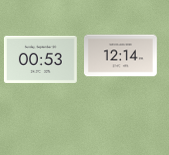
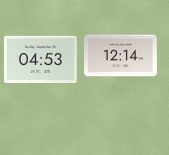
clock at (40, 59): 00:53 -> 04:53
